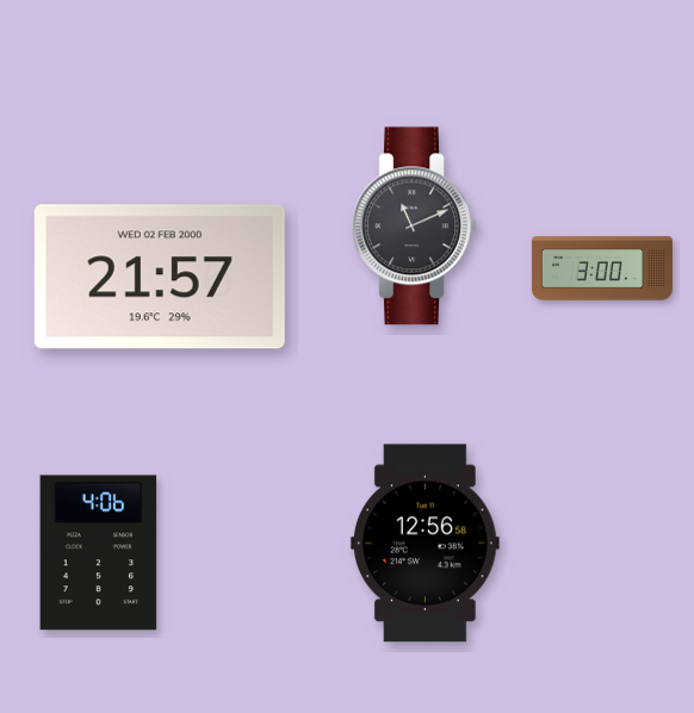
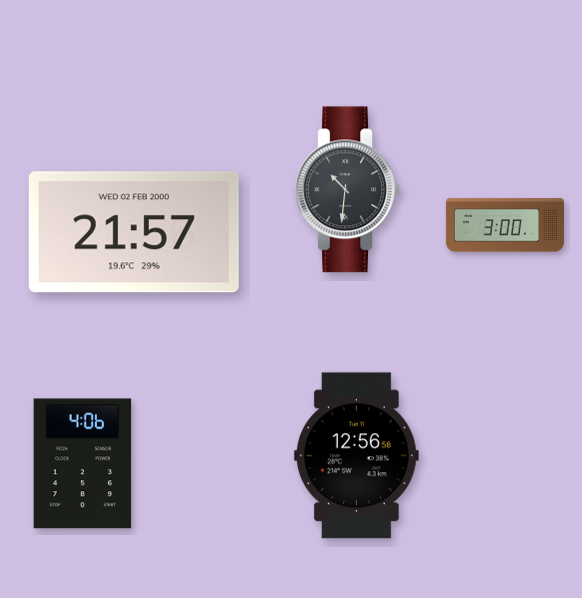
clock at (414, 227): 11:11 -> 10:31
